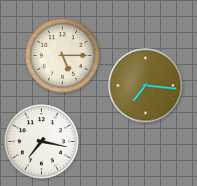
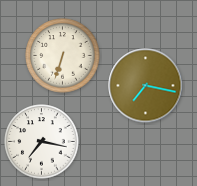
clock at (63, 56): 5:15 -> 6:33
clock at (146, 86): 7:16 -> 7:17
